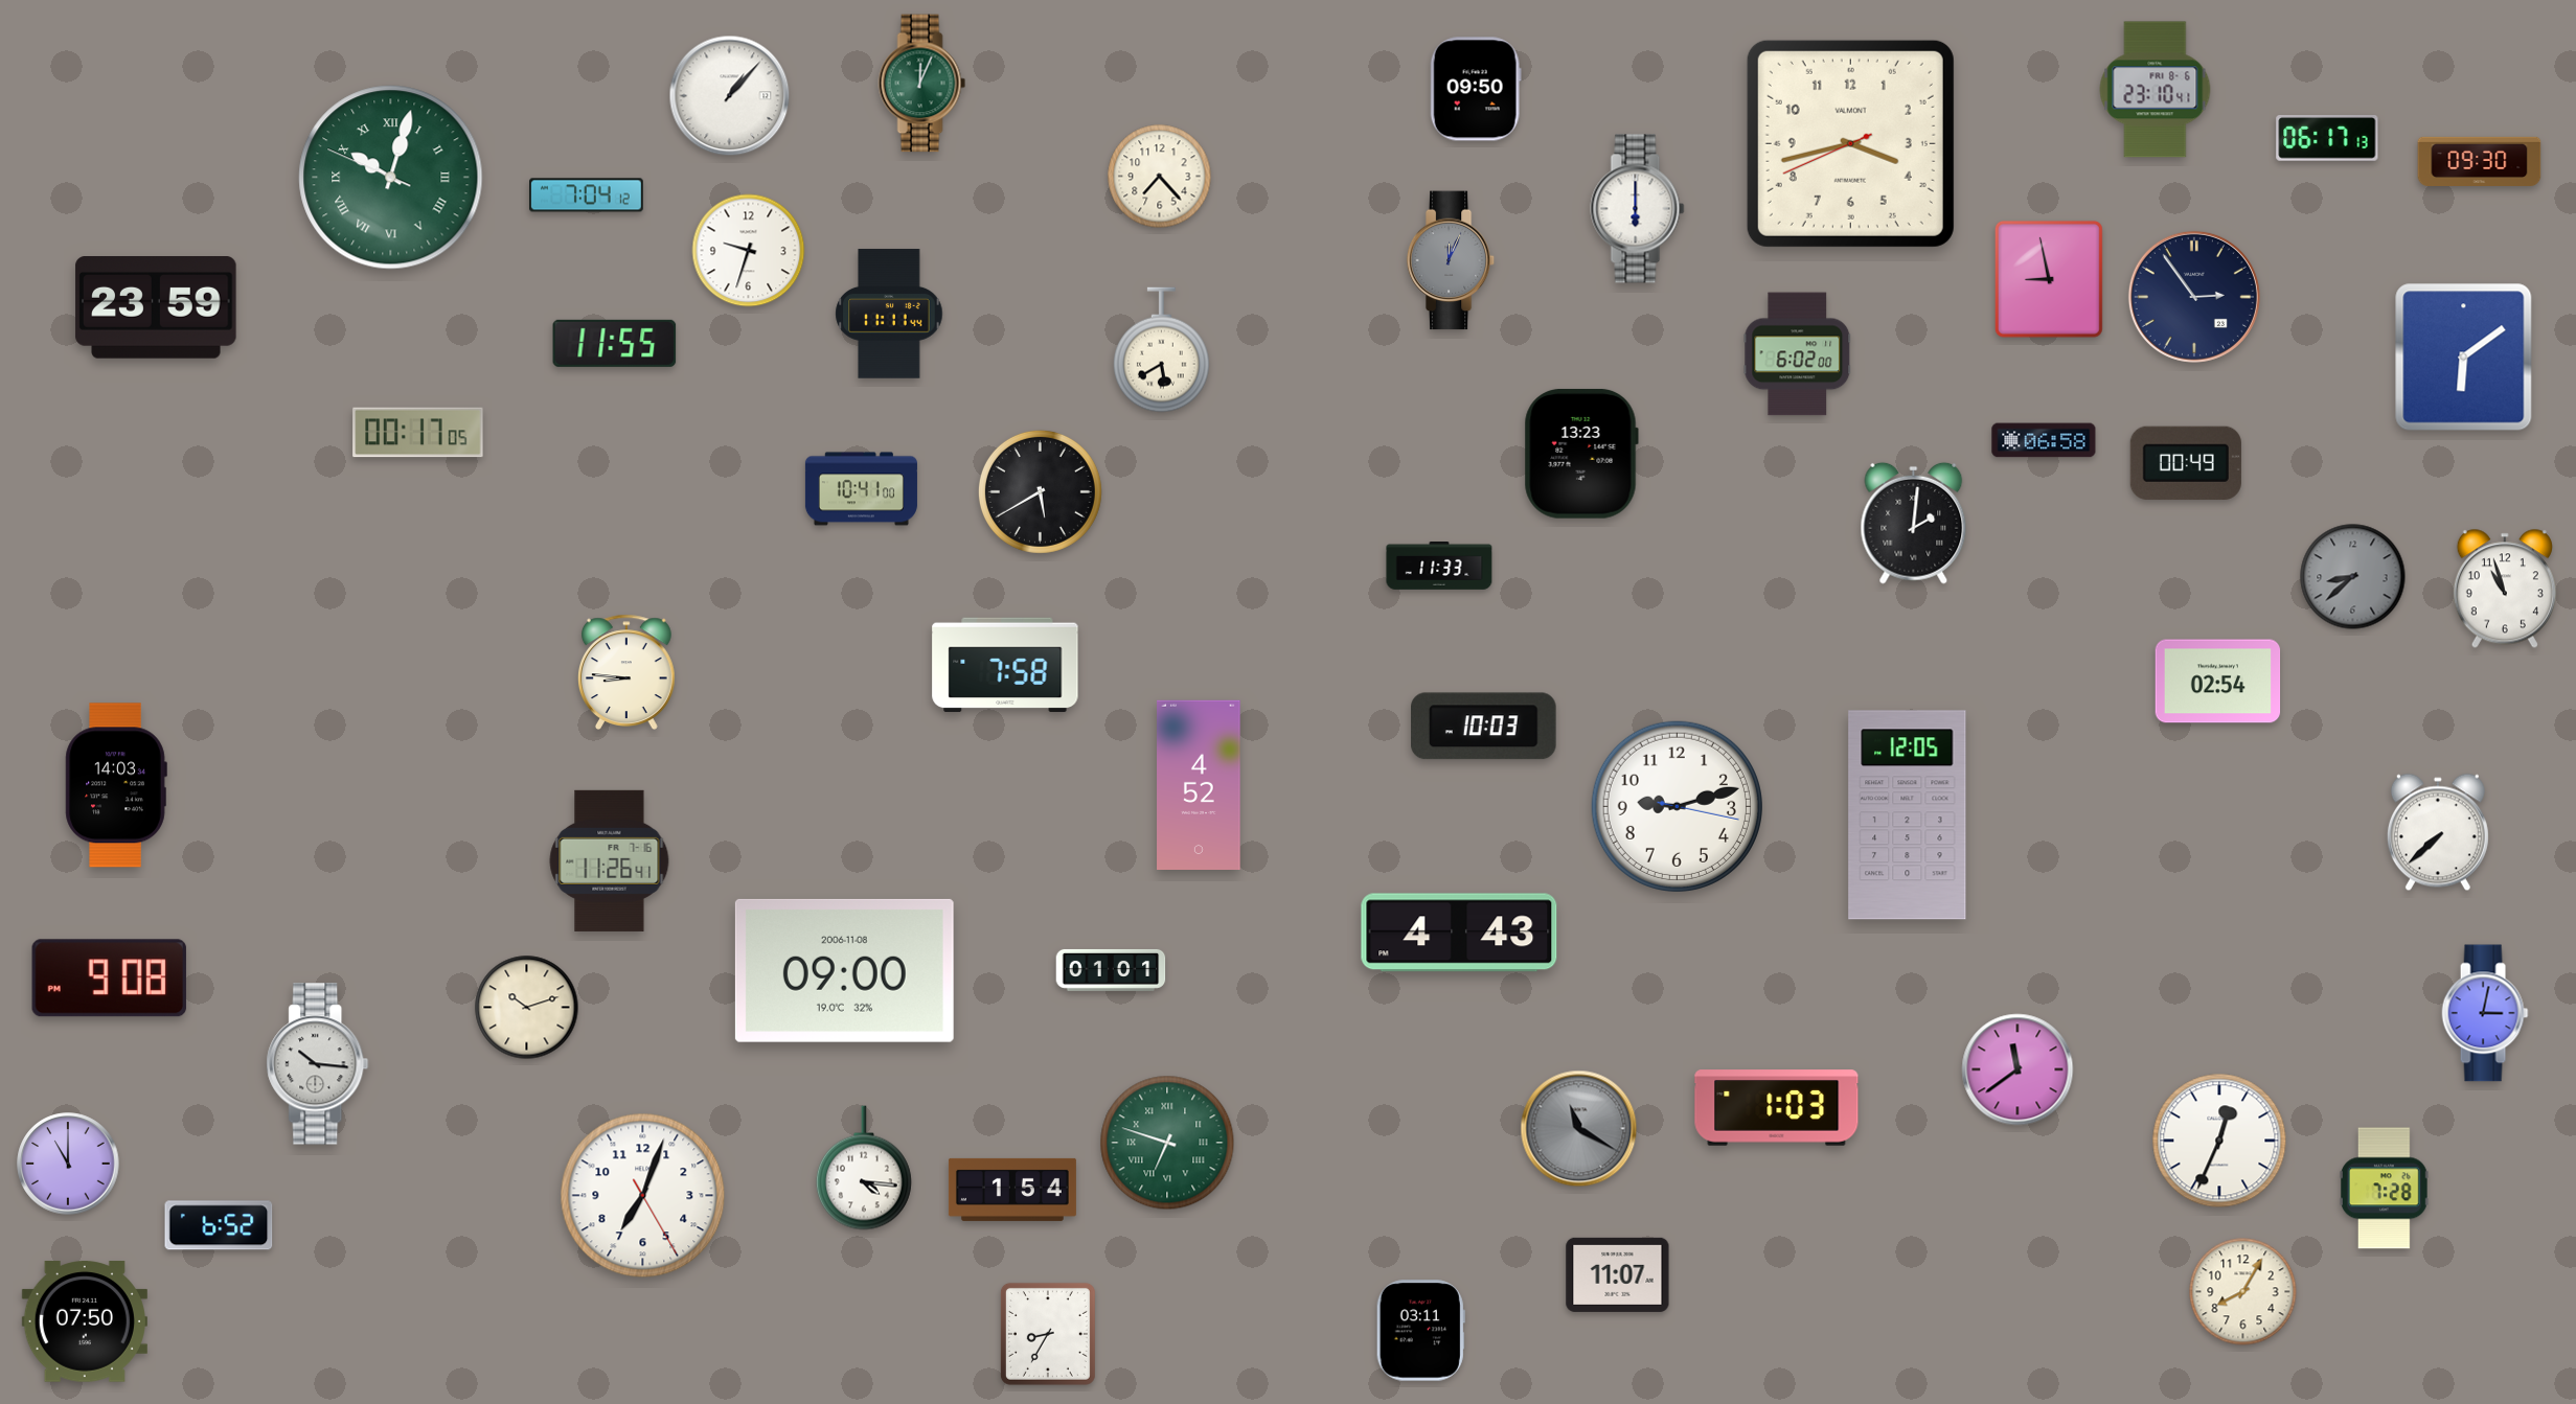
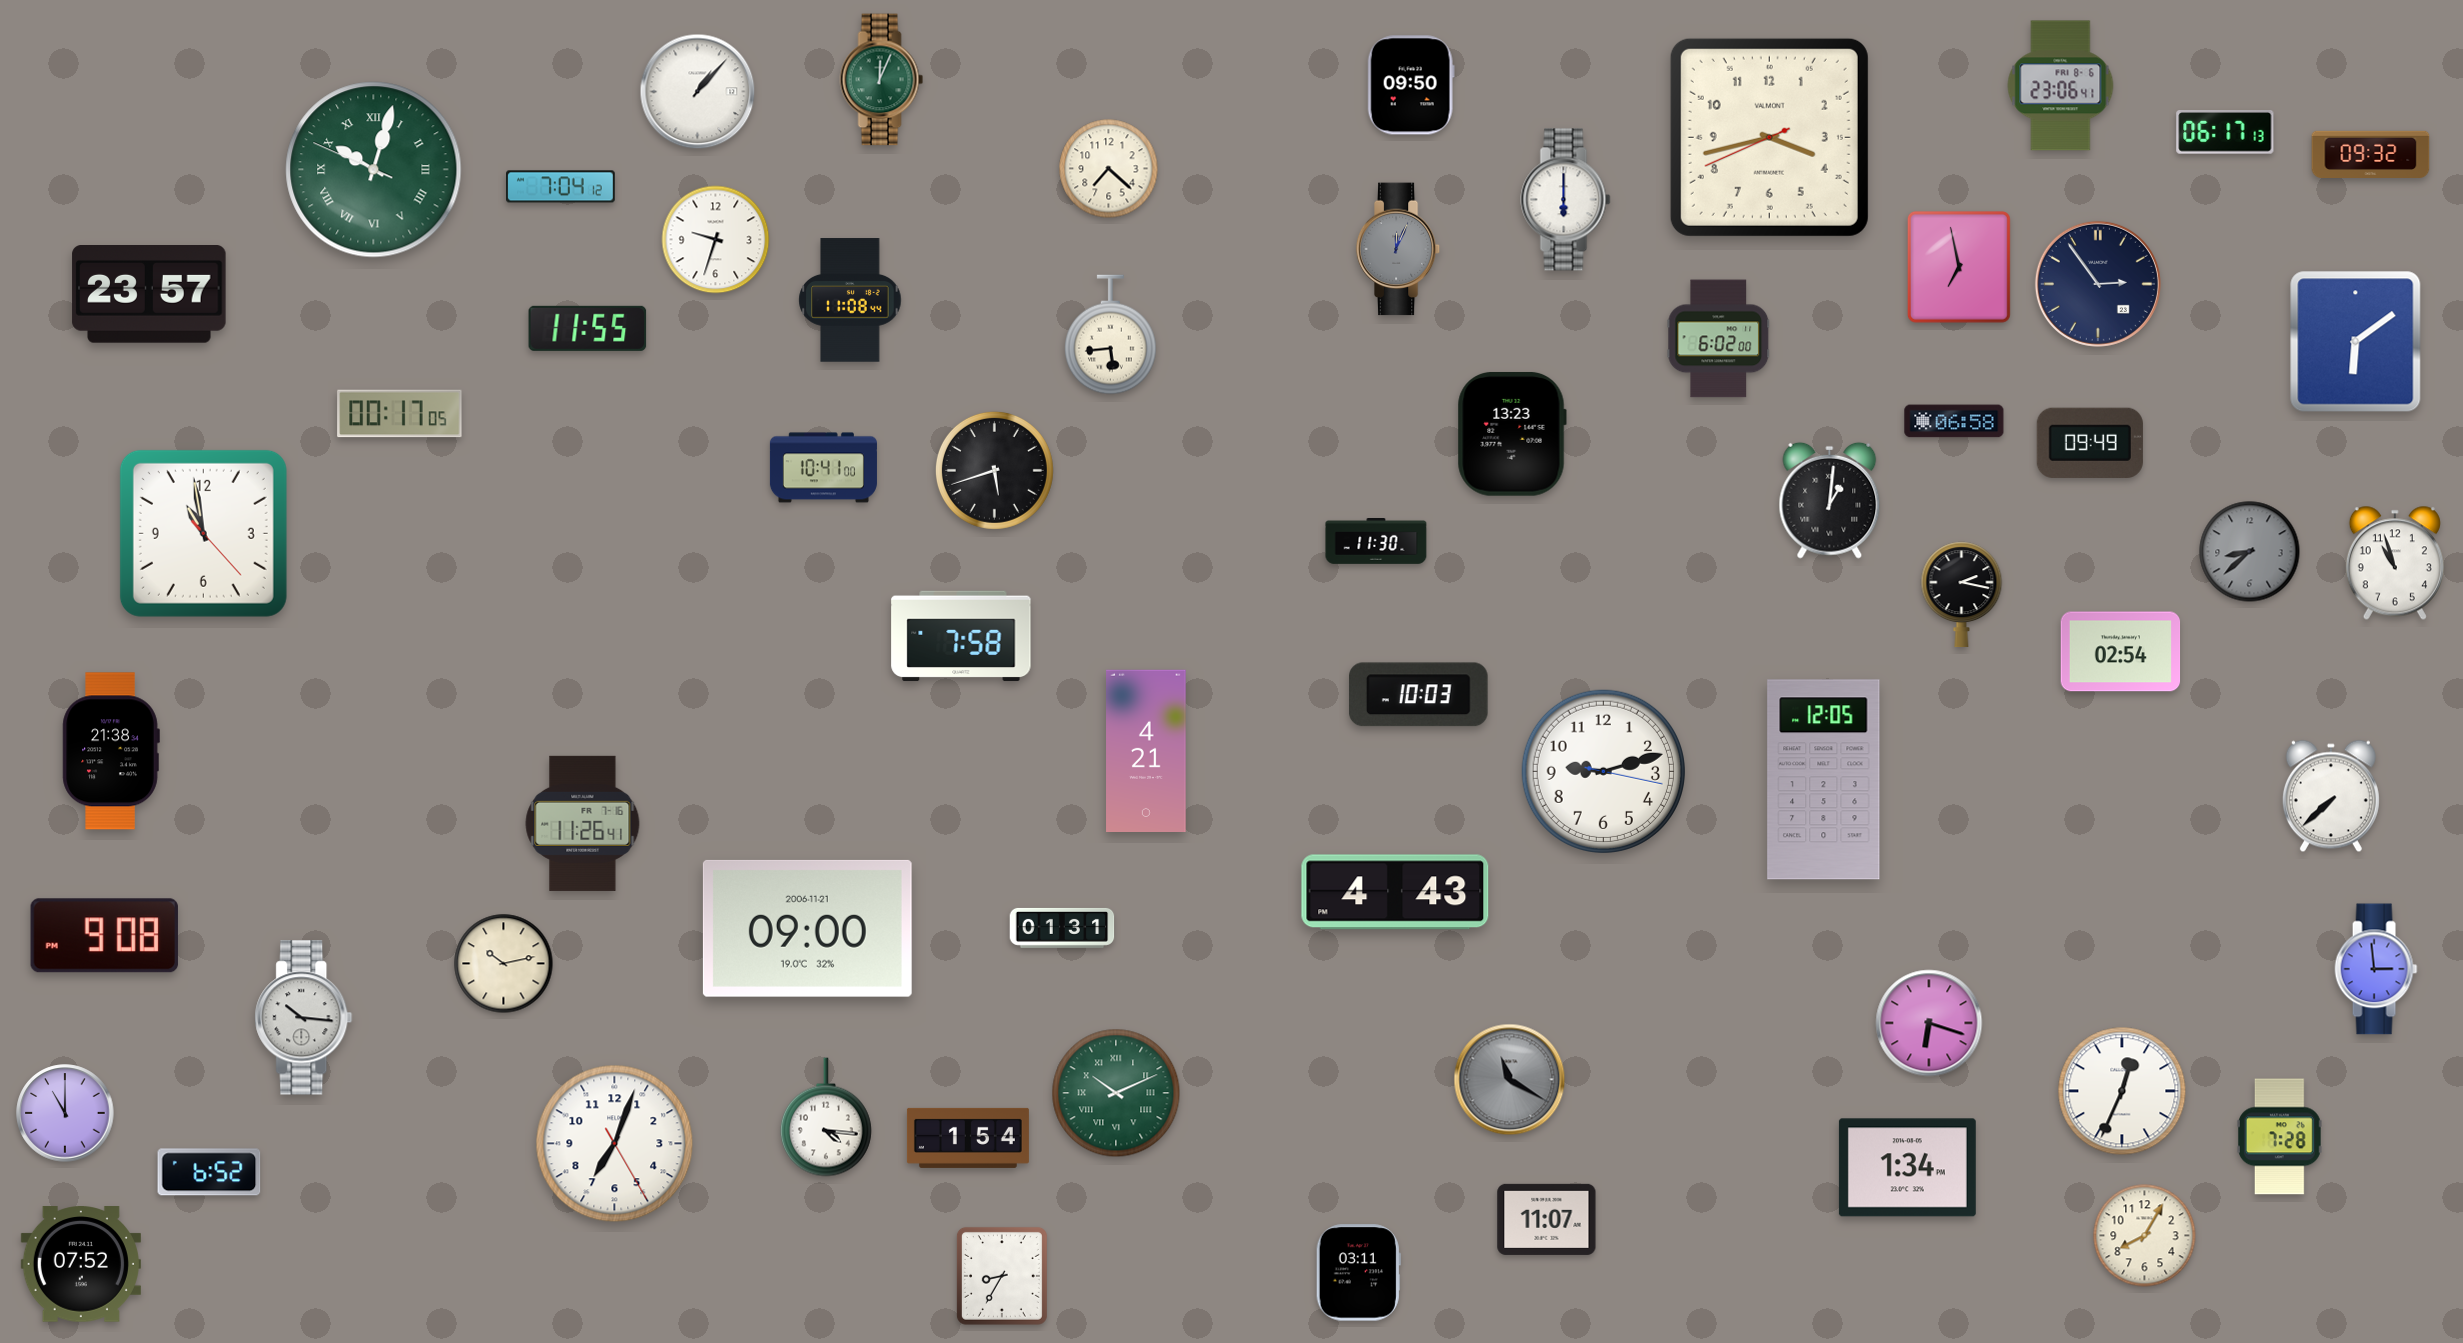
clock at (2156, 90): 23:10 -> 23:06
clock at (2480, 161): 09:30 -> 09:32
clock at (1160, 177): 7:23 -> 7:22
clock at (1451, 260) position: (1451, 260) -> (1398, 249)
clock at (2049, 279): 8:58 -> 6:58
clock at (156, 308): 23:59 -> 23:57
clock at (889, 314): 11:11 -> 11:08
clock at (1161, 350): 5:40 -> 5:44
clock at (2186, 463): 00:49 -> 09:49
clock at (1040, 491): 5:40 -> 5:42
clock at (1914, 523): 2:01 -> 1:01
clock at (203, 533): none -> 10:58
clock at (1439, 567): 11:33 -> 11:30
clock at (1962, 595): none -> 2:17
clock at (626, 671): 8:46 -> none
clock at (1199, 784): 4:52 -> 4:21
clock at (116, 785): 14:03 -> 21:38
clock at (844, 970) date: 2006-11-08 -> 2006-11-21
clock at (1111, 970): 01:01 -> 01:31
clock at (527, 1008): 10:12 -> 10:13
clock at (2485, 1013): 3:02 -> 2:59
clock at (2018, 1069): 11:39 -> 6:18
clock at (1777, 1108): 1:03 -> none
clock at (1167, 1143): 6:48 -> 10:11
clock at (1907, 1168): none -> 1:34
clock at (85, 1321): 07:50 -> 07:52
